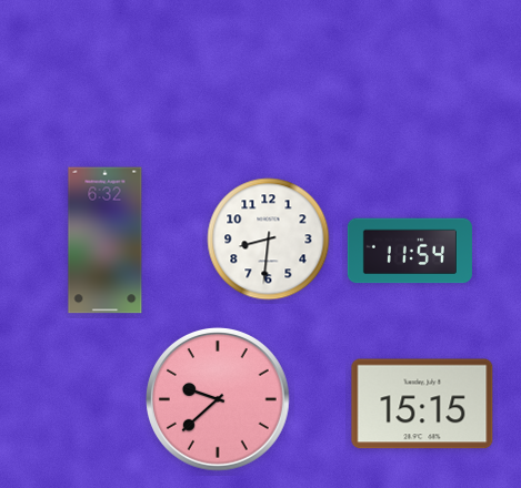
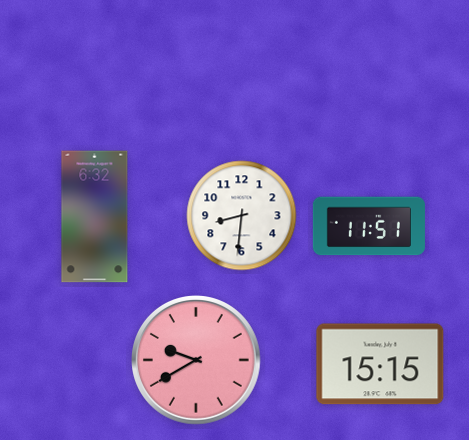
clock at (410, 251): 11:54 -> 11:51
clock at (219, 400): 9:38 -> 9:40
